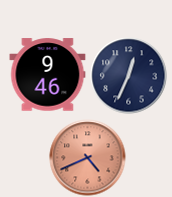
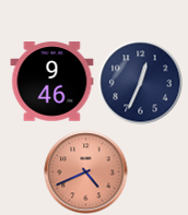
clock at (88, 158) position: (88, 158) -> (86, 172)
